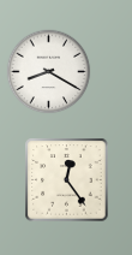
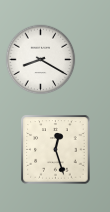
clock at (67, 180): 12:24 -> 12:27
